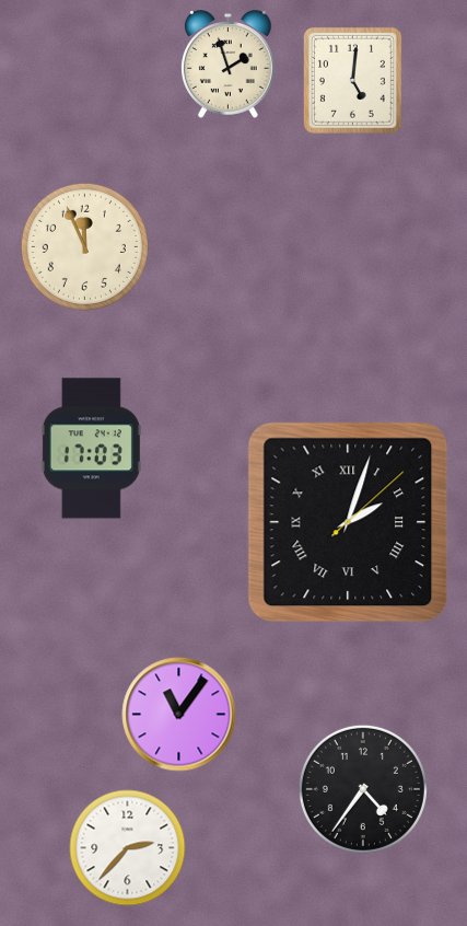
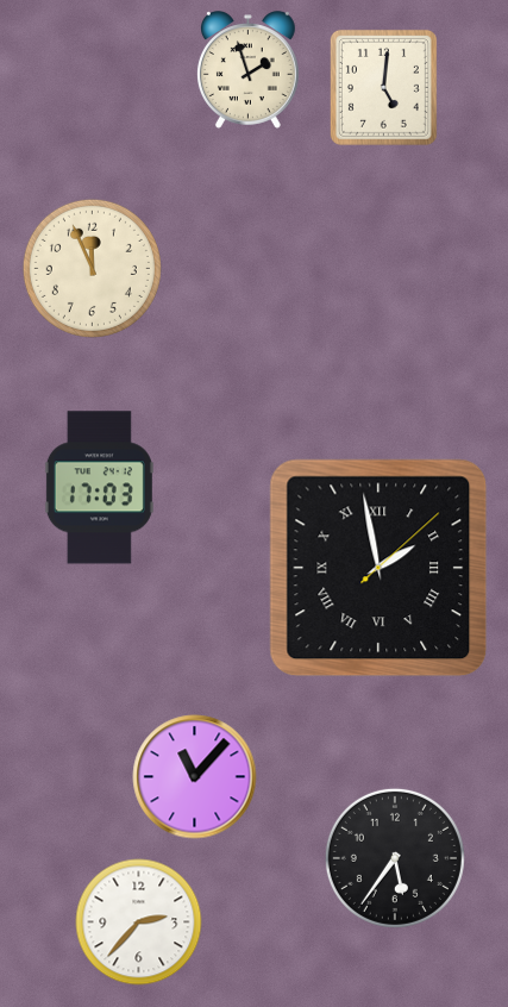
clock at (348, 522): 2:03 -> 1:58
clock at (179, 715): 11:06 -> 11:07
clock at (363, 789): 4:36 -> 5:36
